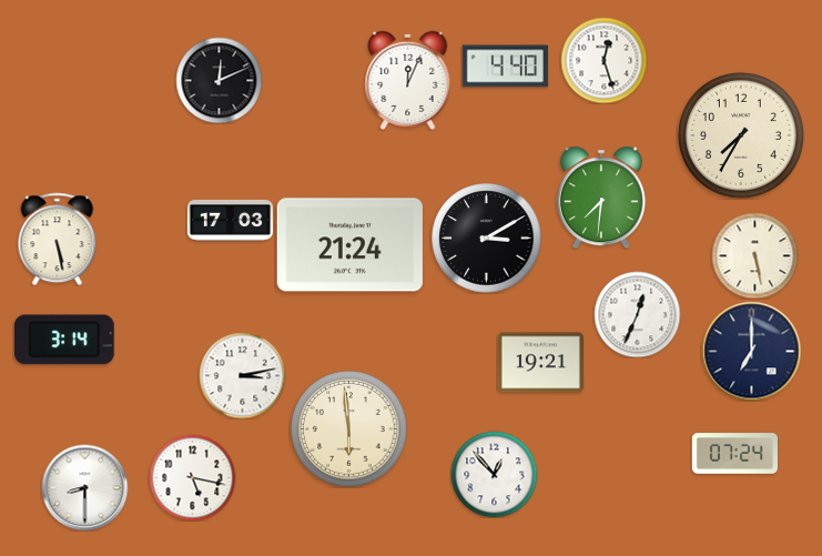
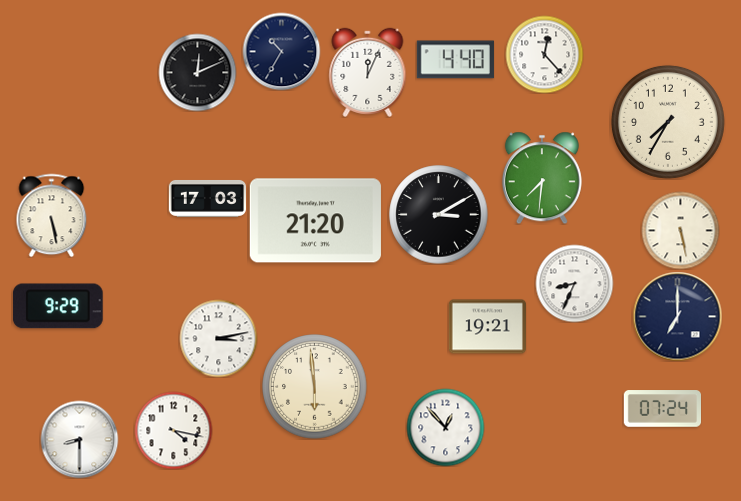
clock at (281, 51): none -> 10:35
clock at (603, 60): 12:27 -> 12:23
clock at (349, 245): 21:24 -> 21:20
clock at (637, 314): 12:34 -> 8:34
clock at (64, 340): 3:14 -> 9:29
clock at (192, 477): 5:17 -> 4:17
clock at (84, 487) position: (84, 487) -> (79, 439)
